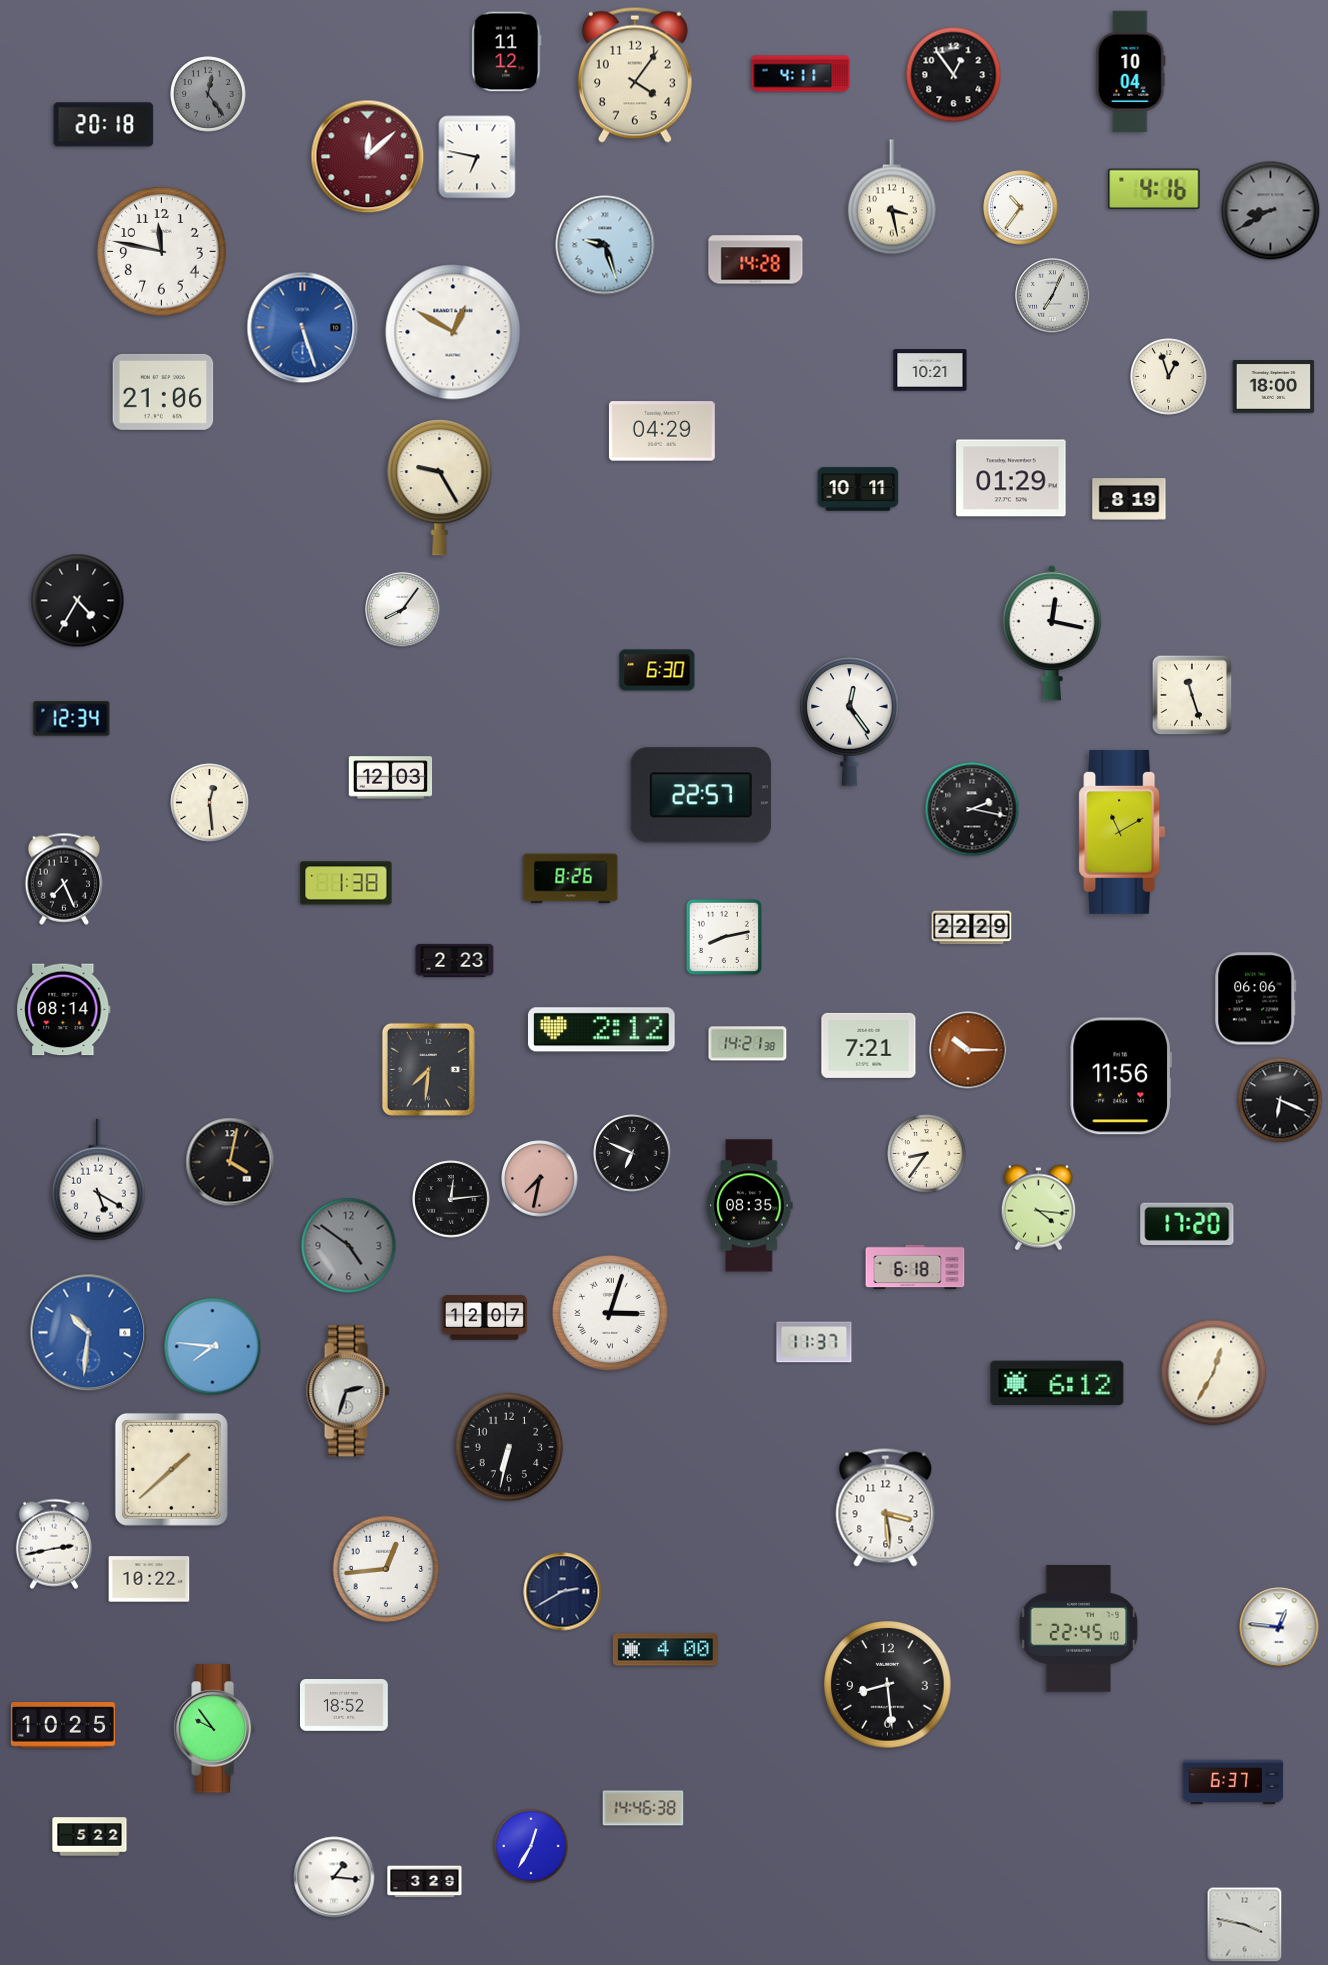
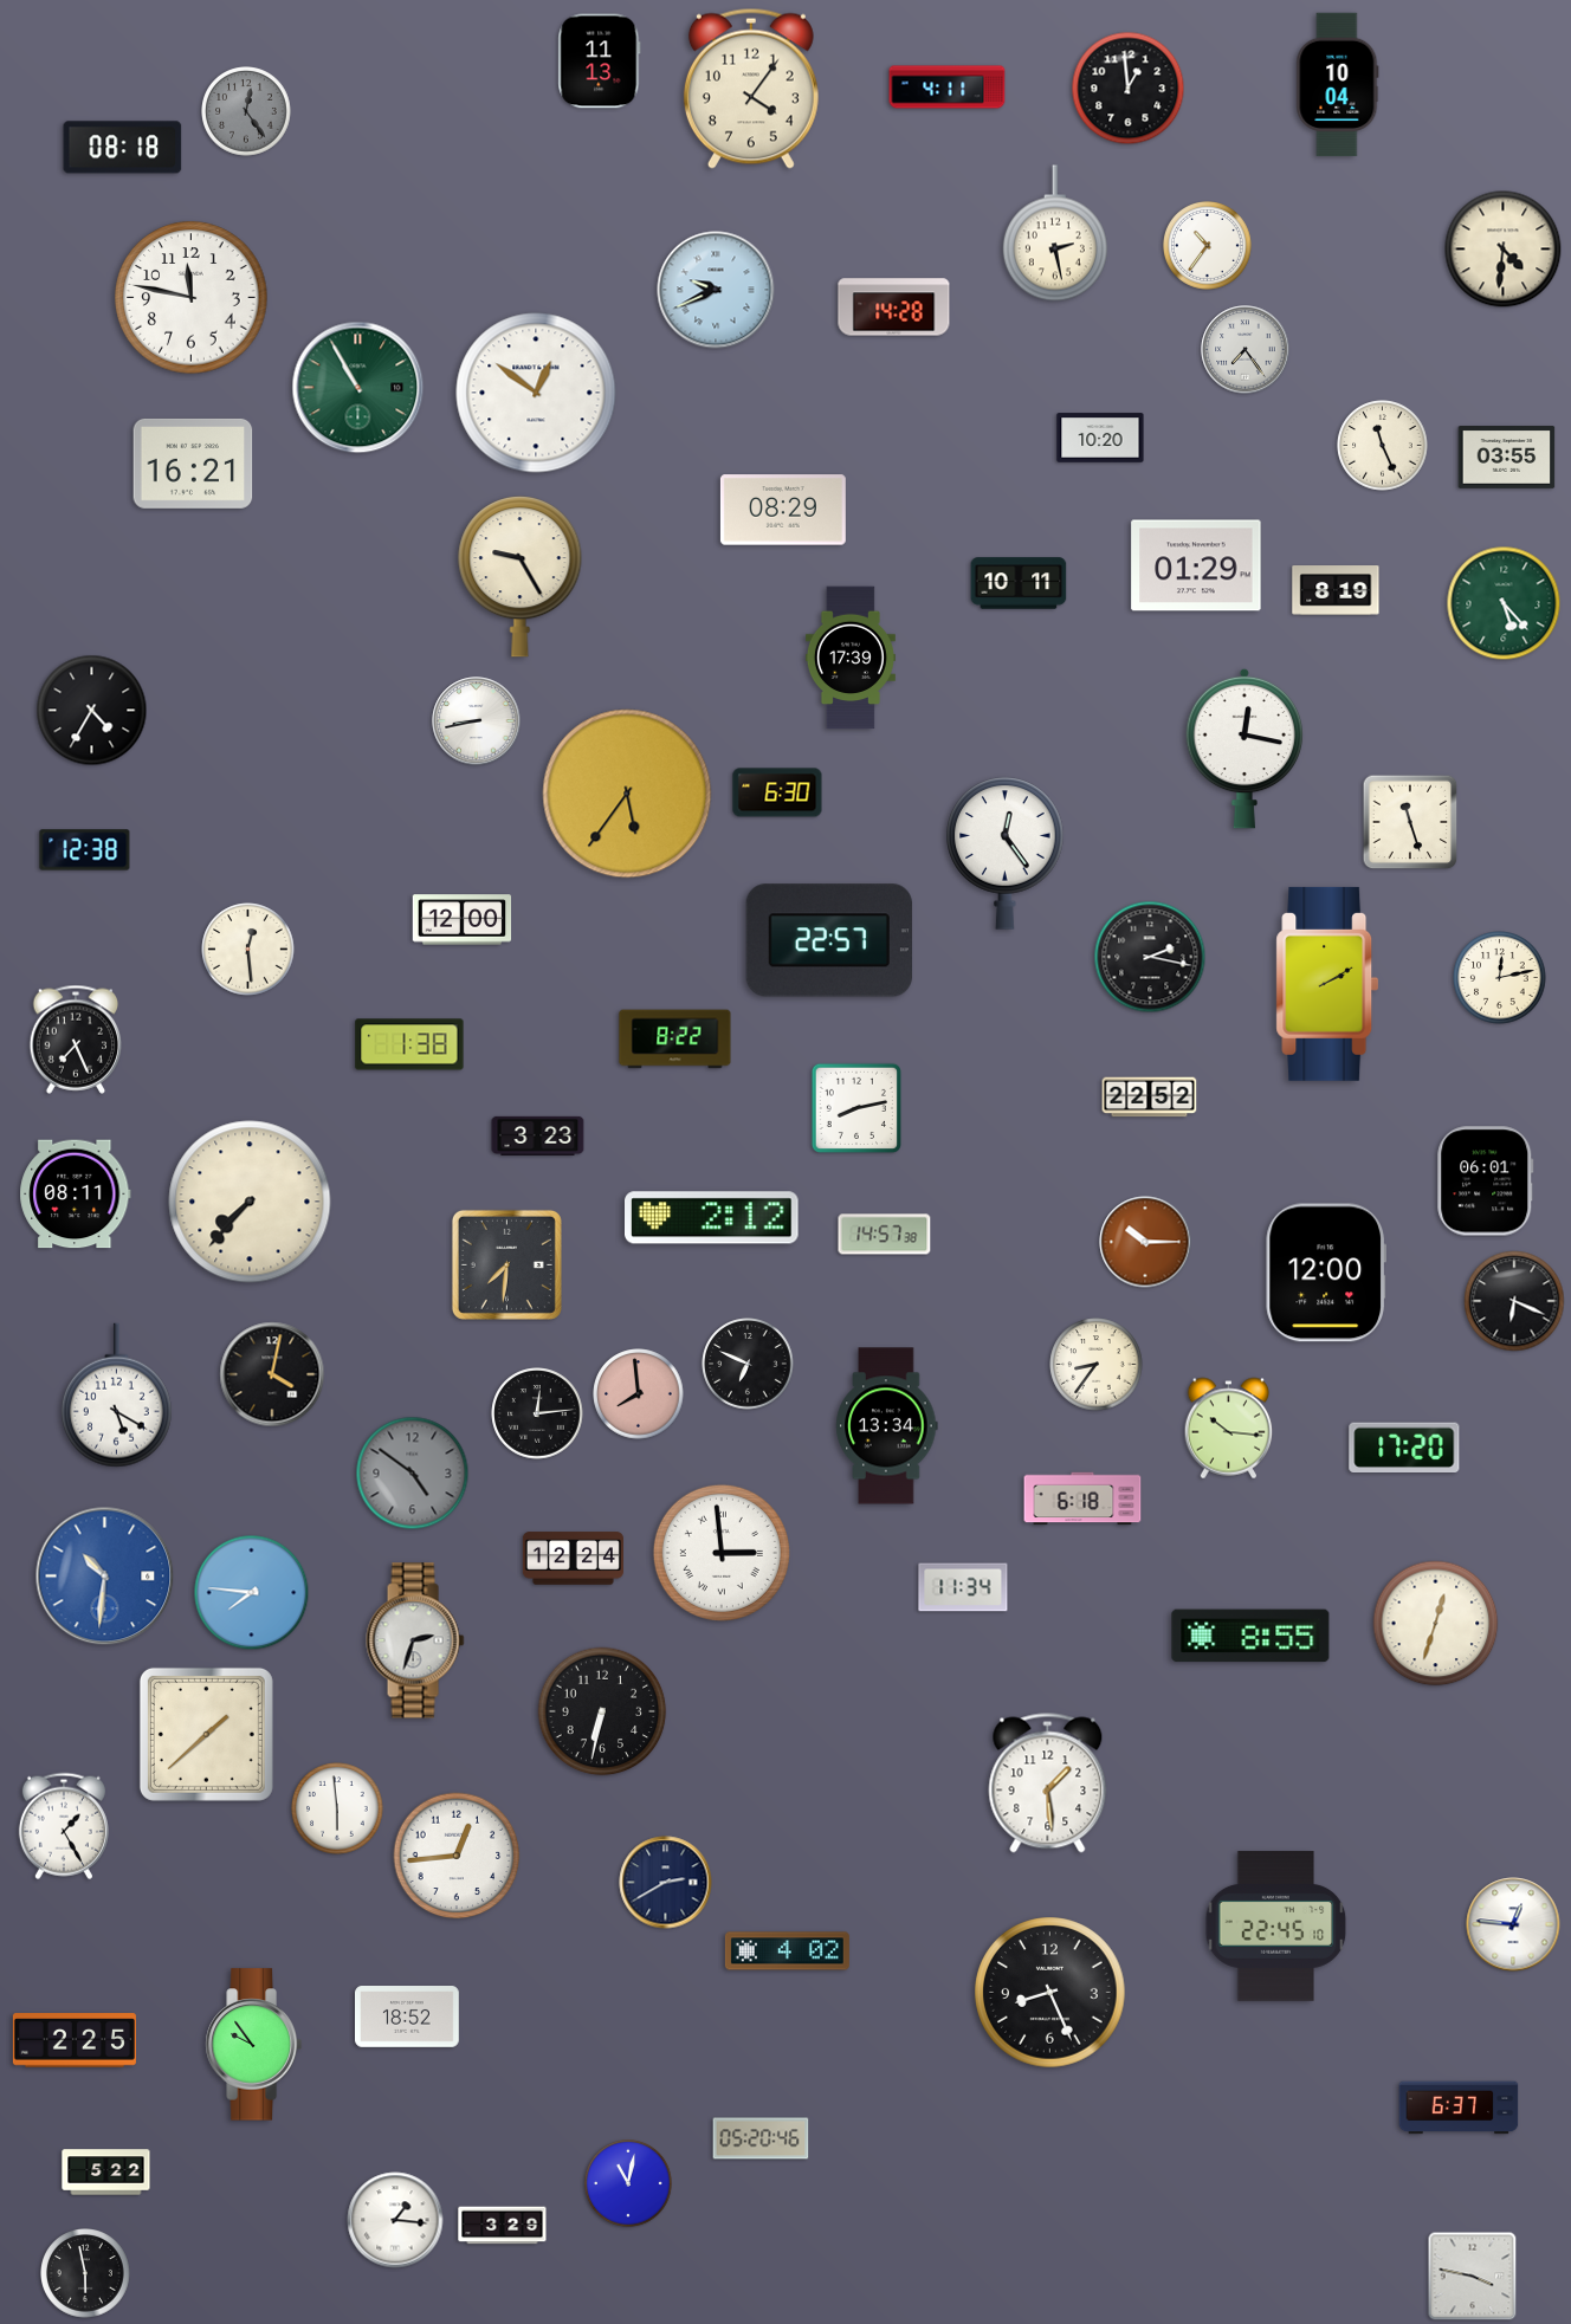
clock at (507, 52): 11:12 -> 11:13
clock at (954, 75): 12:54 -> 12:59
clock at (104, 125): 20:18 -> 08:18
clock at (368, 157): 12:08 -> none
clock at (477, 157): 6:47 -> none
clock at (1154, 189): 4:16 -> none
clock at (892, 197): 3:28 -> 2:28
clock at (1271, 211): 8:40 -> 4:31
clock at (1271, 211) dial: grey -> cream
clock at (605, 245): 9:27 -> 9:41
clock at (1053, 296): 7:04 -> 7:24
clock at (303, 328): 5:27 -> 10:55
clock at (303, 328) dial: blue -> green
clock at (453, 332): 12:50 -> 12:51
clock at (930, 370): 10:21 -> 10:20
clock at (1169, 377): 12:57 -> 11:26
clock at (1274, 387): 18:00 -> 03:55
clock at (163, 392): 21:06 -> 16:21
clock at (662, 431): 04:29 -> 08:29
clock at (858, 489) position: (858, 489) -> (1019, 583)
clock at (1504, 603): none -> 5:23
clock at (851, 658): none -> 17:39
clock at (403, 610): 8:06 -> 8:43
clock at (627, 794): none -> 5:36
clock at (72, 719): 12:34 -> 12:38
clock at (391, 778): 12:03 -> 12:00
clock at (1500, 978): none -> 12:13
clock at (1122, 832): 11:10 -> 2:10
clock at (571, 879): 8:26 -> 8:22
clock at (972, 928): 22:29 -> 22:52
clock at (455, 960): 2:23 -> 3:23
clock at (1256, 999): 06:06 -> 06:01
clock at (64, 1010): 08:14 -> 08:11
clock at (250, 1202): none -> 7:37
clock at (748, 1044): 14:21 -> 14:57
clock at (869, 1045): 7:21 -> none
clock at (1120, 1076): 11:56 -> 12:00
clock at (540, 1179): 7:32 -> 7:59
clock at (451, 1199) position: (451, 1199) -> (537, 1413)
clock at (750, 1206): 08:35 -> 13:34
clock at (1039, 1208): 4:16 -> 10:16
clock at (610, 1313): 3:03 -> 2:59
clock at (484, 1318): 12:07 -> 12:24
clock at (814, 1342): 11:37 -> 11:34
clock at (1214, 1373): 12:35 -> 12:33
clock at (1057, 1383): 6:12 -> 8:55
clock at (348, 1391) position: (348, 1391) -> (415, 1640)
clock at (171, 1469) position: (171, 1469) -> (206, 1734)
clock at (886, 1508): 3:29 -> 1:29
clock at (337, 1808): none -> 5:59
clock at (54, 1544): 2:43 -> 1:25
clock at (149, 1579): 10:22 -> none
clock at (665, 1650): 4:00 -> 4:02
clock at (888, 1685): 8:29 -> 8:26
clock at (63, 1725): 10:25 -> 2:25
clock at (643, 1808): 14:46 -> 05:20
clock at (532, 1847): 12:35 -> 11:02
clock at (85, 2273): none -> 5:58
